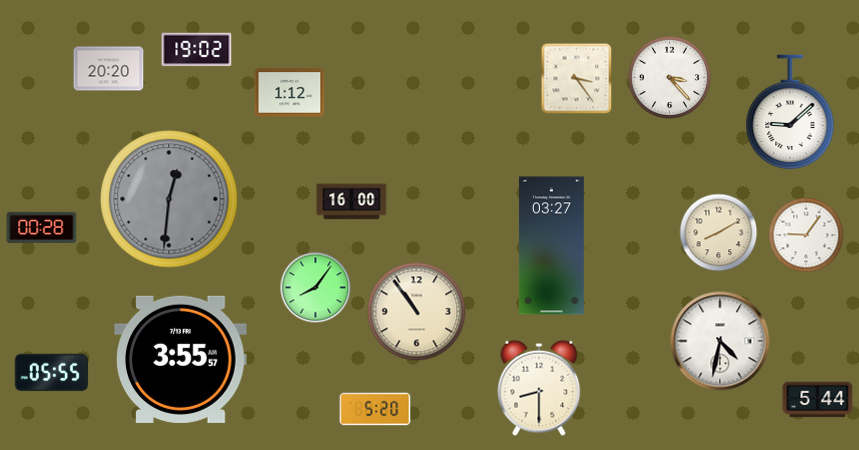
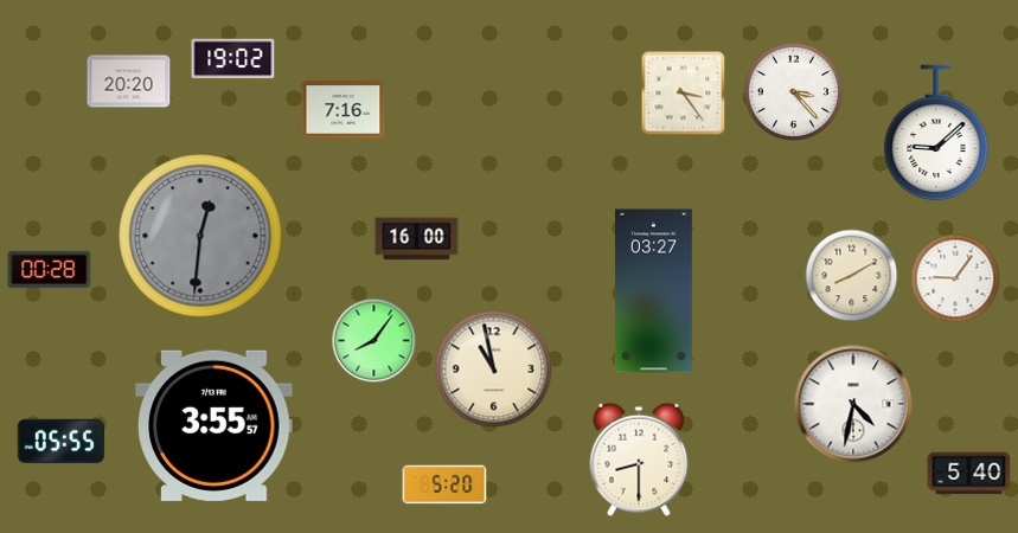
clock at (290, 93): 1:12 -> 7:16
clock at (417, 312): 10:54 -> 10:58
clock at (818, 400): 5:44 -> 5:40
